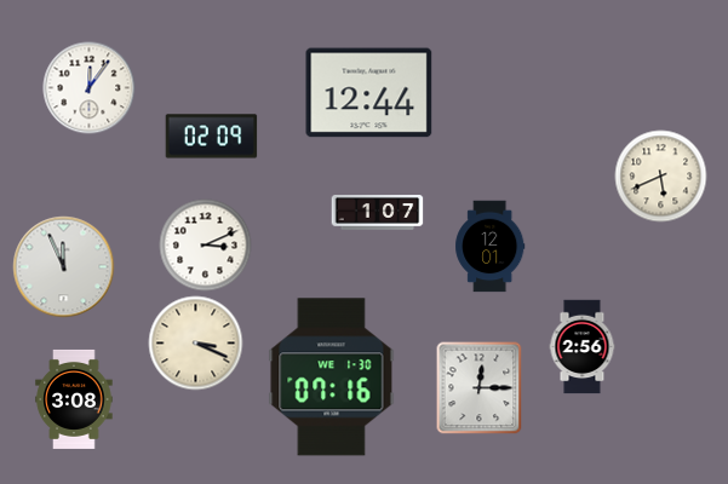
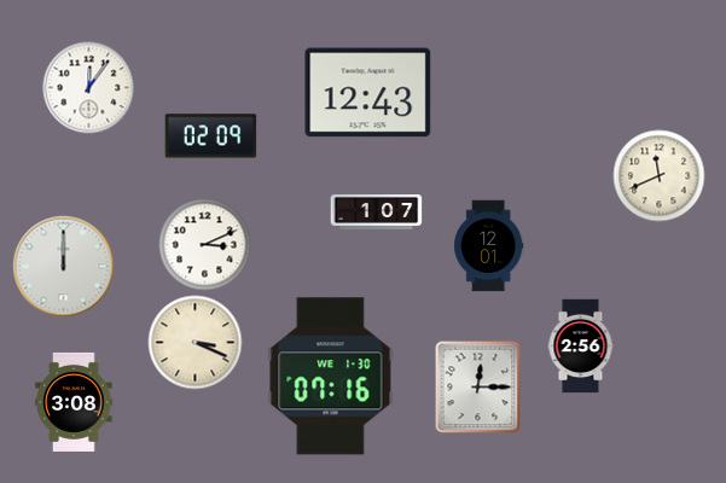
clock at (369, 93): 12:44 -> 12:43
clock at (661, 177): 5:41 -> 11:41
clock at (64, 267): 11:56 -> 12:00
clock at (74, 399) position: (74, 399) -> (74, 402)
